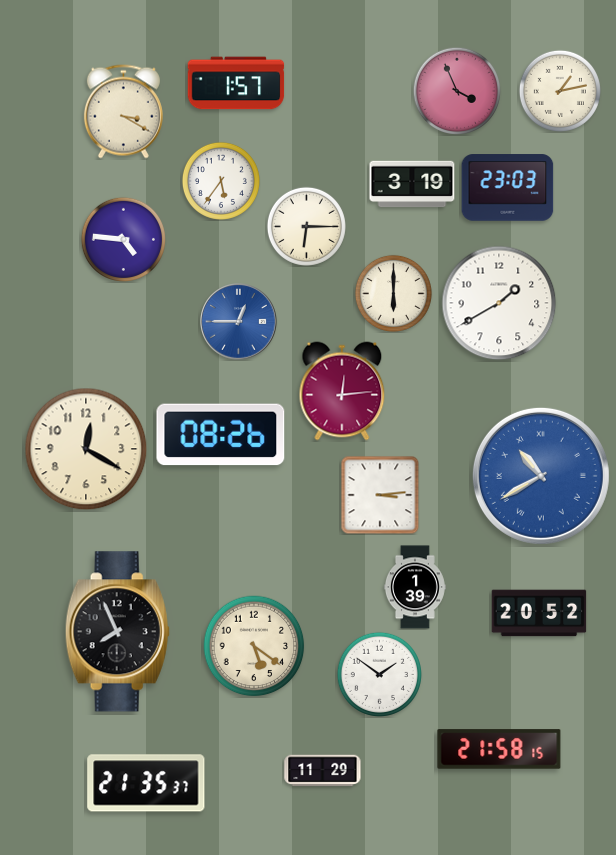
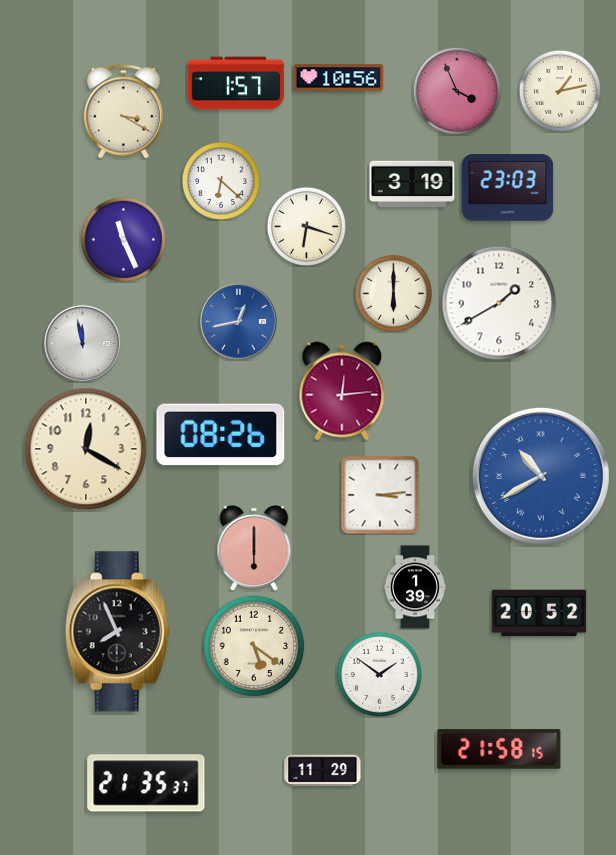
clock at (339, 78): none -> 10:56
clock at (221, 181): 5:36 -> 6:22
clock at (306, 226): 6:15 -> 6:18
clock at (123, 239): 4:46 -> 11:26
clock at (239, 322): 12:45 -> 12:43
clock at (83, 344): none -> 11:58
clock at (254, 548): none -> 6:00
